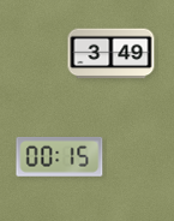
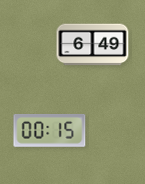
clock at (112, 54): 3:49 -> 6:49
